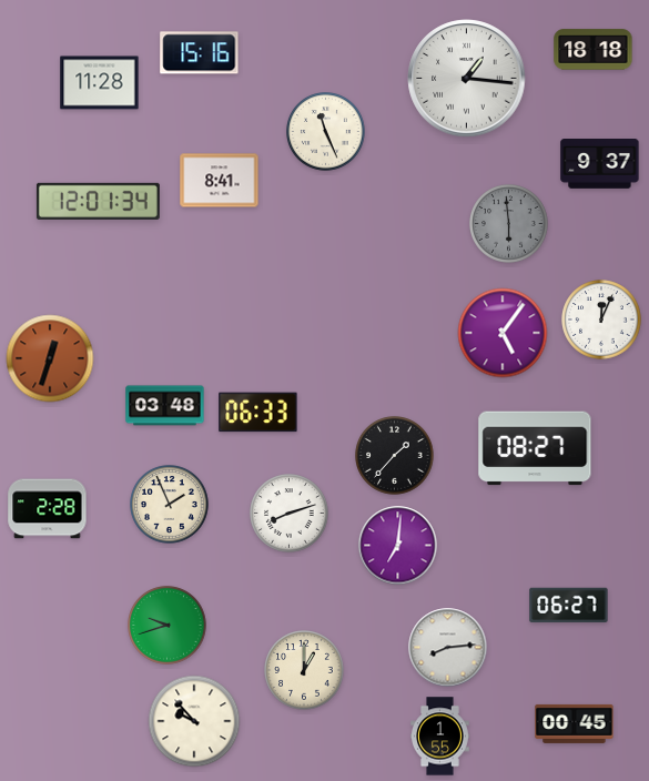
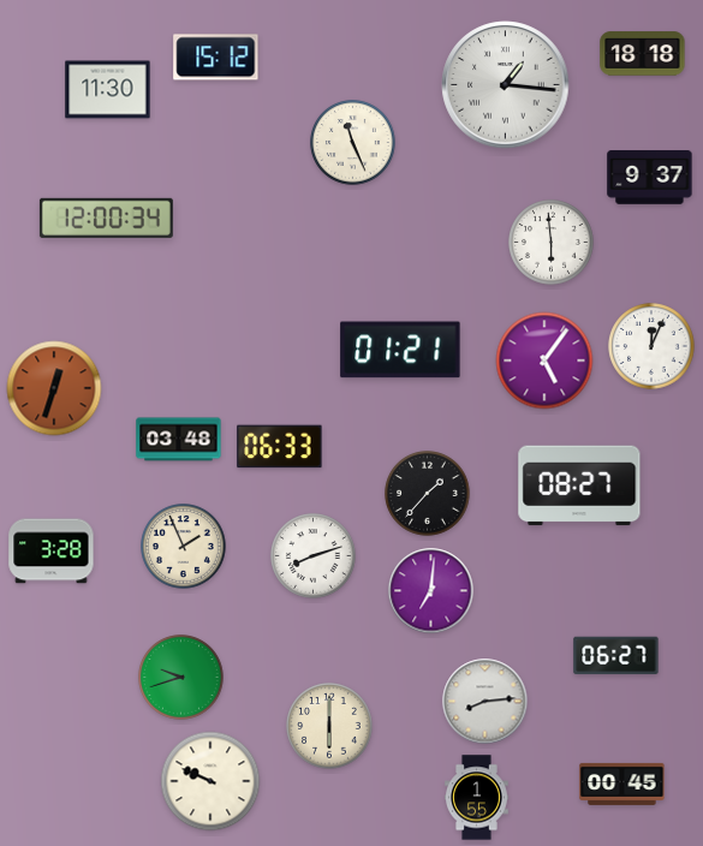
clock at (200, 53): 15:16 -> 15:12
clock at (100, 83): 11:28 -> 11:30
clock at (220, 181): 8:41 -> none
clock at (98, 201): 12:01 -> 12:00
clock at (509, 224) dial: grey -> white
clock at (400, 350): none -> 01:21
clock at (48, 509): 2:28 -> 3:28
clock at (304, 670): 1:00 -> 6:00
clock at (194, 721): 9:53 -> 9:49
